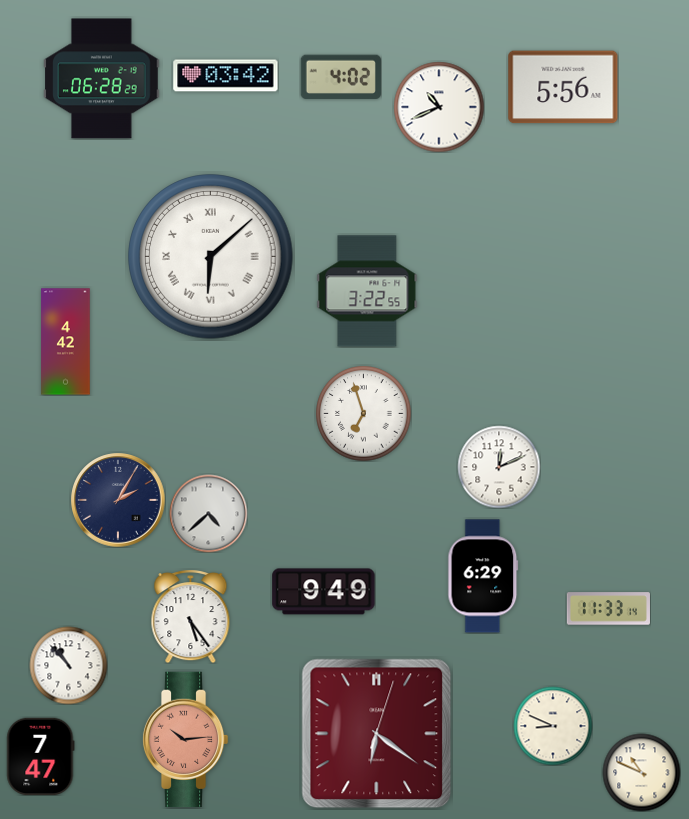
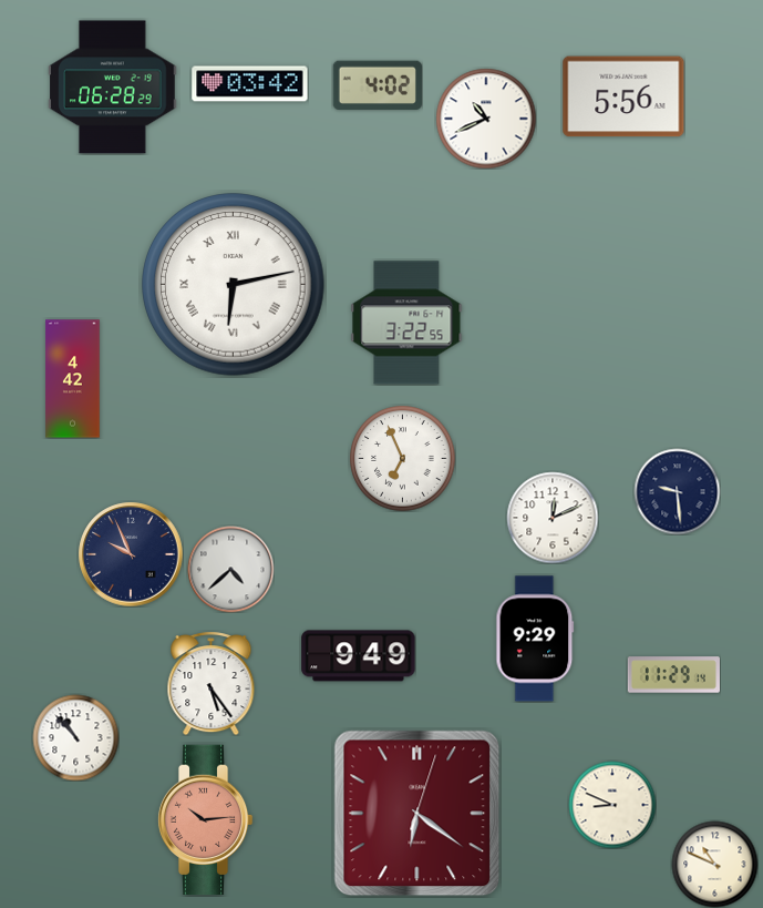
clock at (211, 257): 6:08 -> 6:13
clock at (363, 413): 6:57 -> 6:56
clock at (677, 491): none -> 9:29
clock at (118, 500): 2:05 -> 9:56
clock at (483, 576): 6:29 -> 9:29
clock at (608, 609): 11:33 -> 11:29
clock at (41, 756): 7:47 -> none
clock at (641, 772) position: (641, 772) -> (714, 864)
